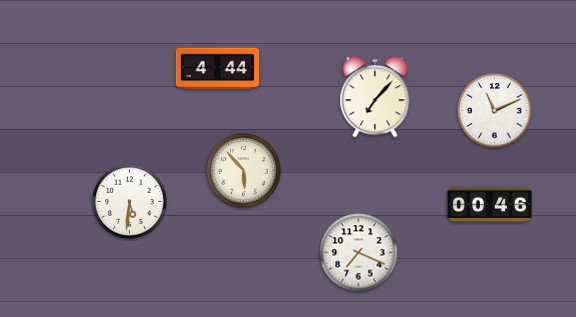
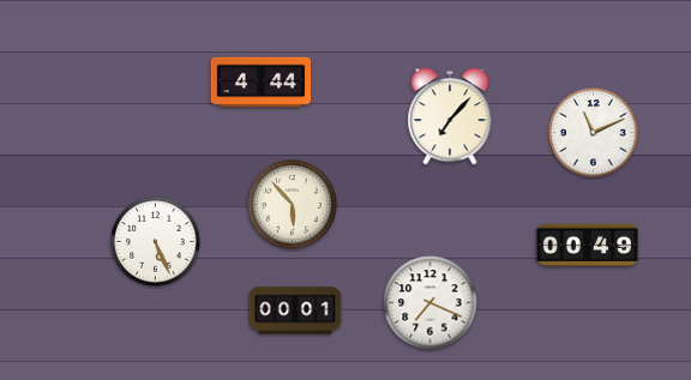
clock at (130, 202): 5:31 -> 5:26
clock at (489, 204): 00:46 -> 00:49
clock at (295, 310): none -> 00:01
